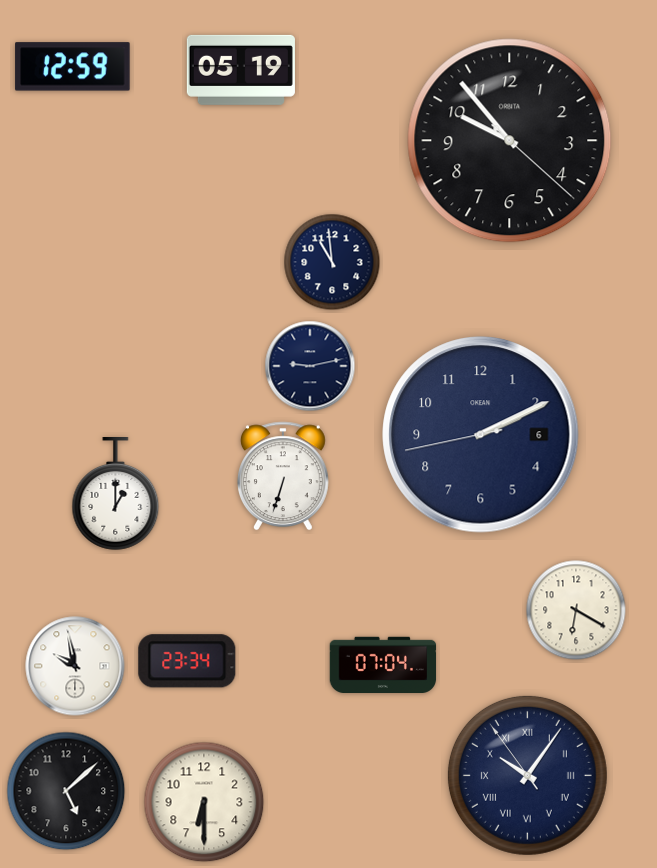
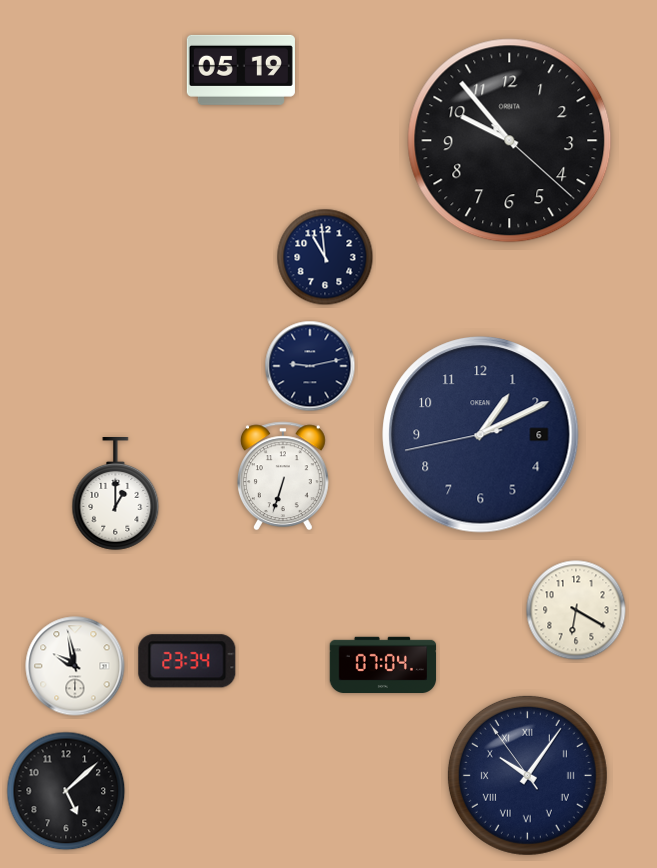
clock at (73, 67): 12:59 -> none
clock at (332, 262) position: (332, 262) -> (325, 257)
clock at (481, 435): 2:10 -> 1:10
clock at (204, 802): 6:30 -> none
